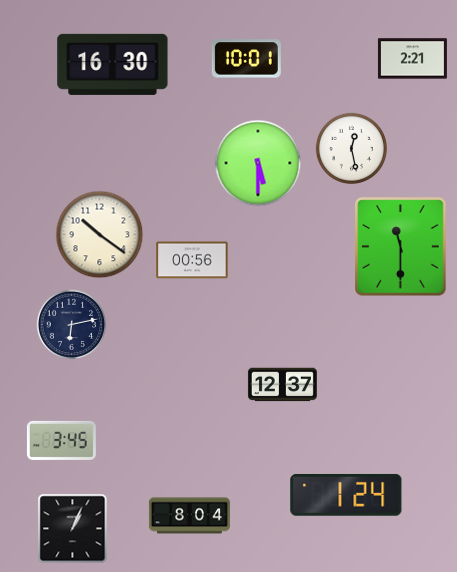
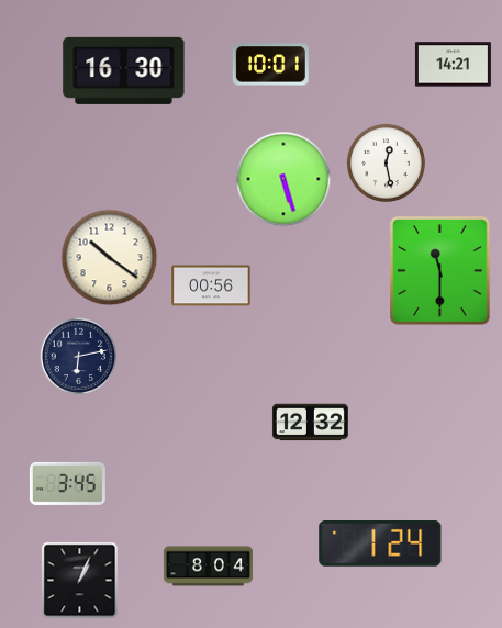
clock at (412, 59): 2:21 -> 14:21
clock at (258, 163): 5:30 -> 5:27
clock at (282, 385): 12:37 -> 12:32
